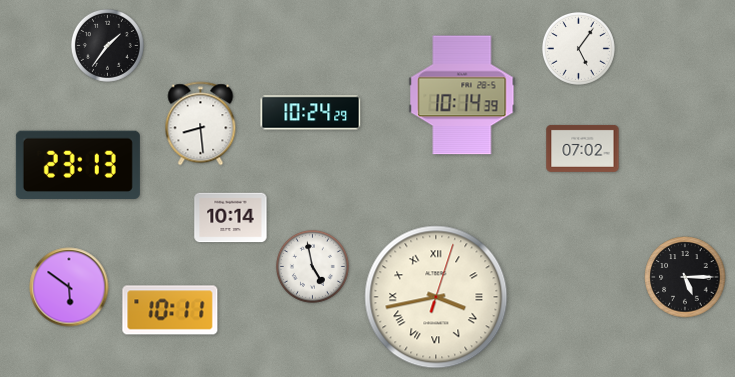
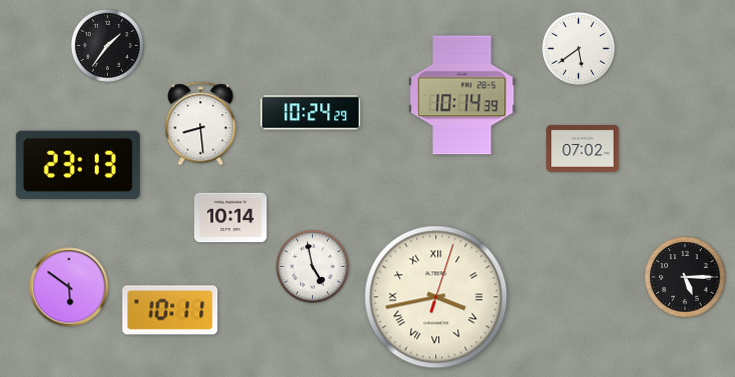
clock at (578, 48): 5:06 -> 5:39
